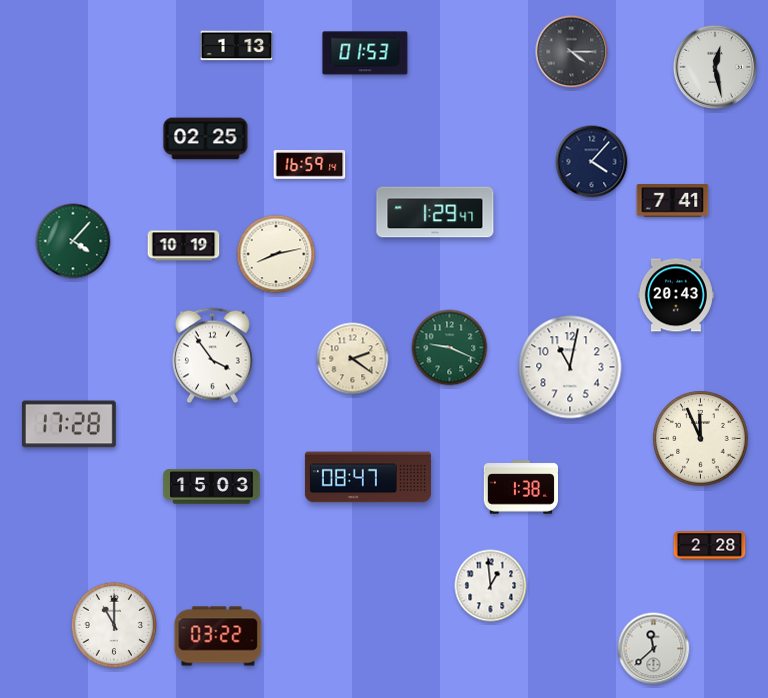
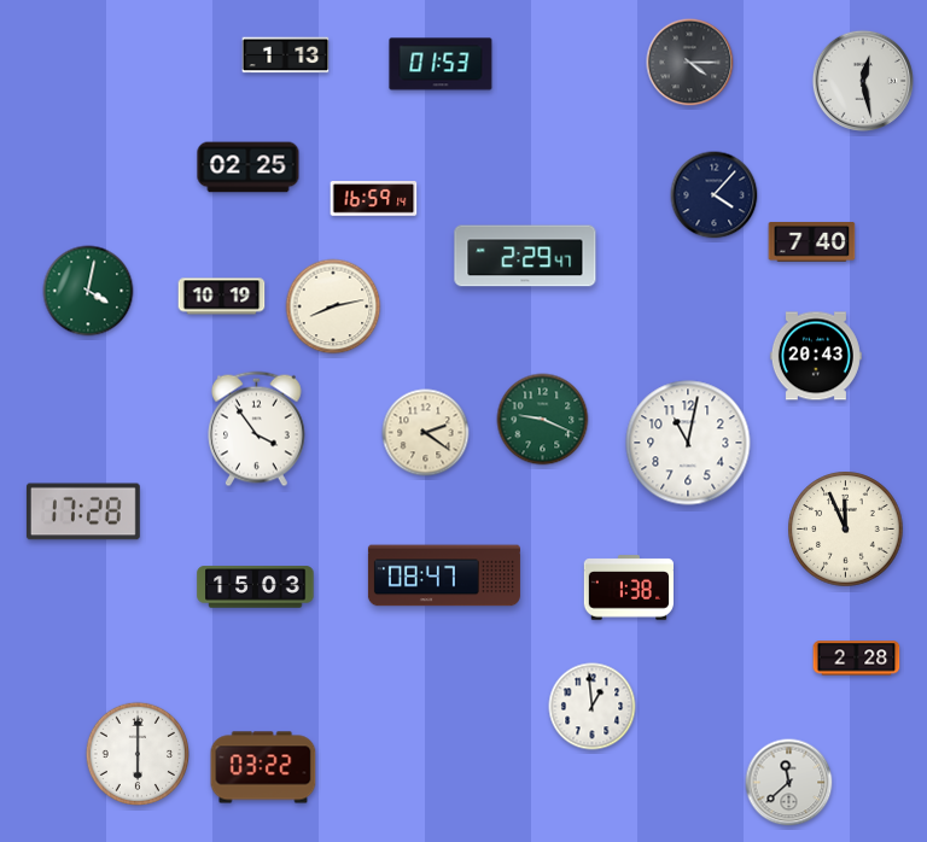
clock at (673, 201): 7:41 -> 7:40
clock at (435, 212): 1:29 -> 2:29
clock at (73, 241): 4:07 -> 4:02
clock at (113, 624): 11:00 -> 6:00
